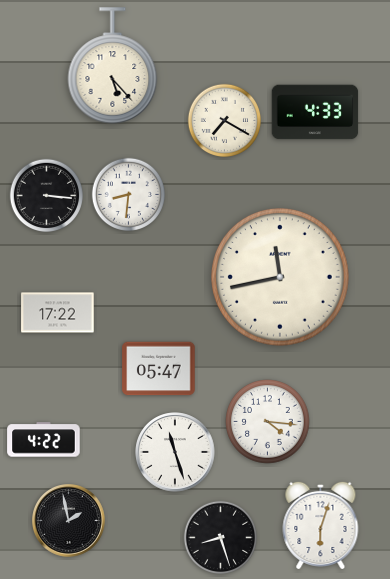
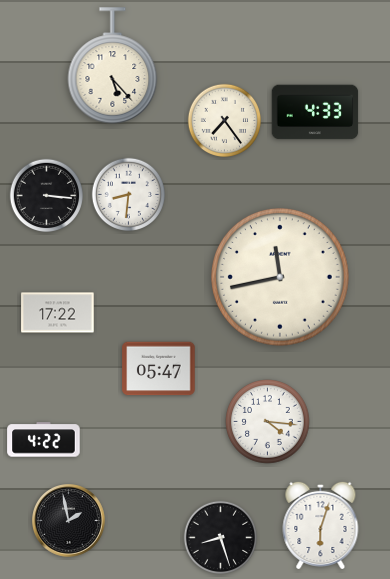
clock at (225, 121): 7:20 -> 7:24
clock at (175, 452): 11:27 -> none
